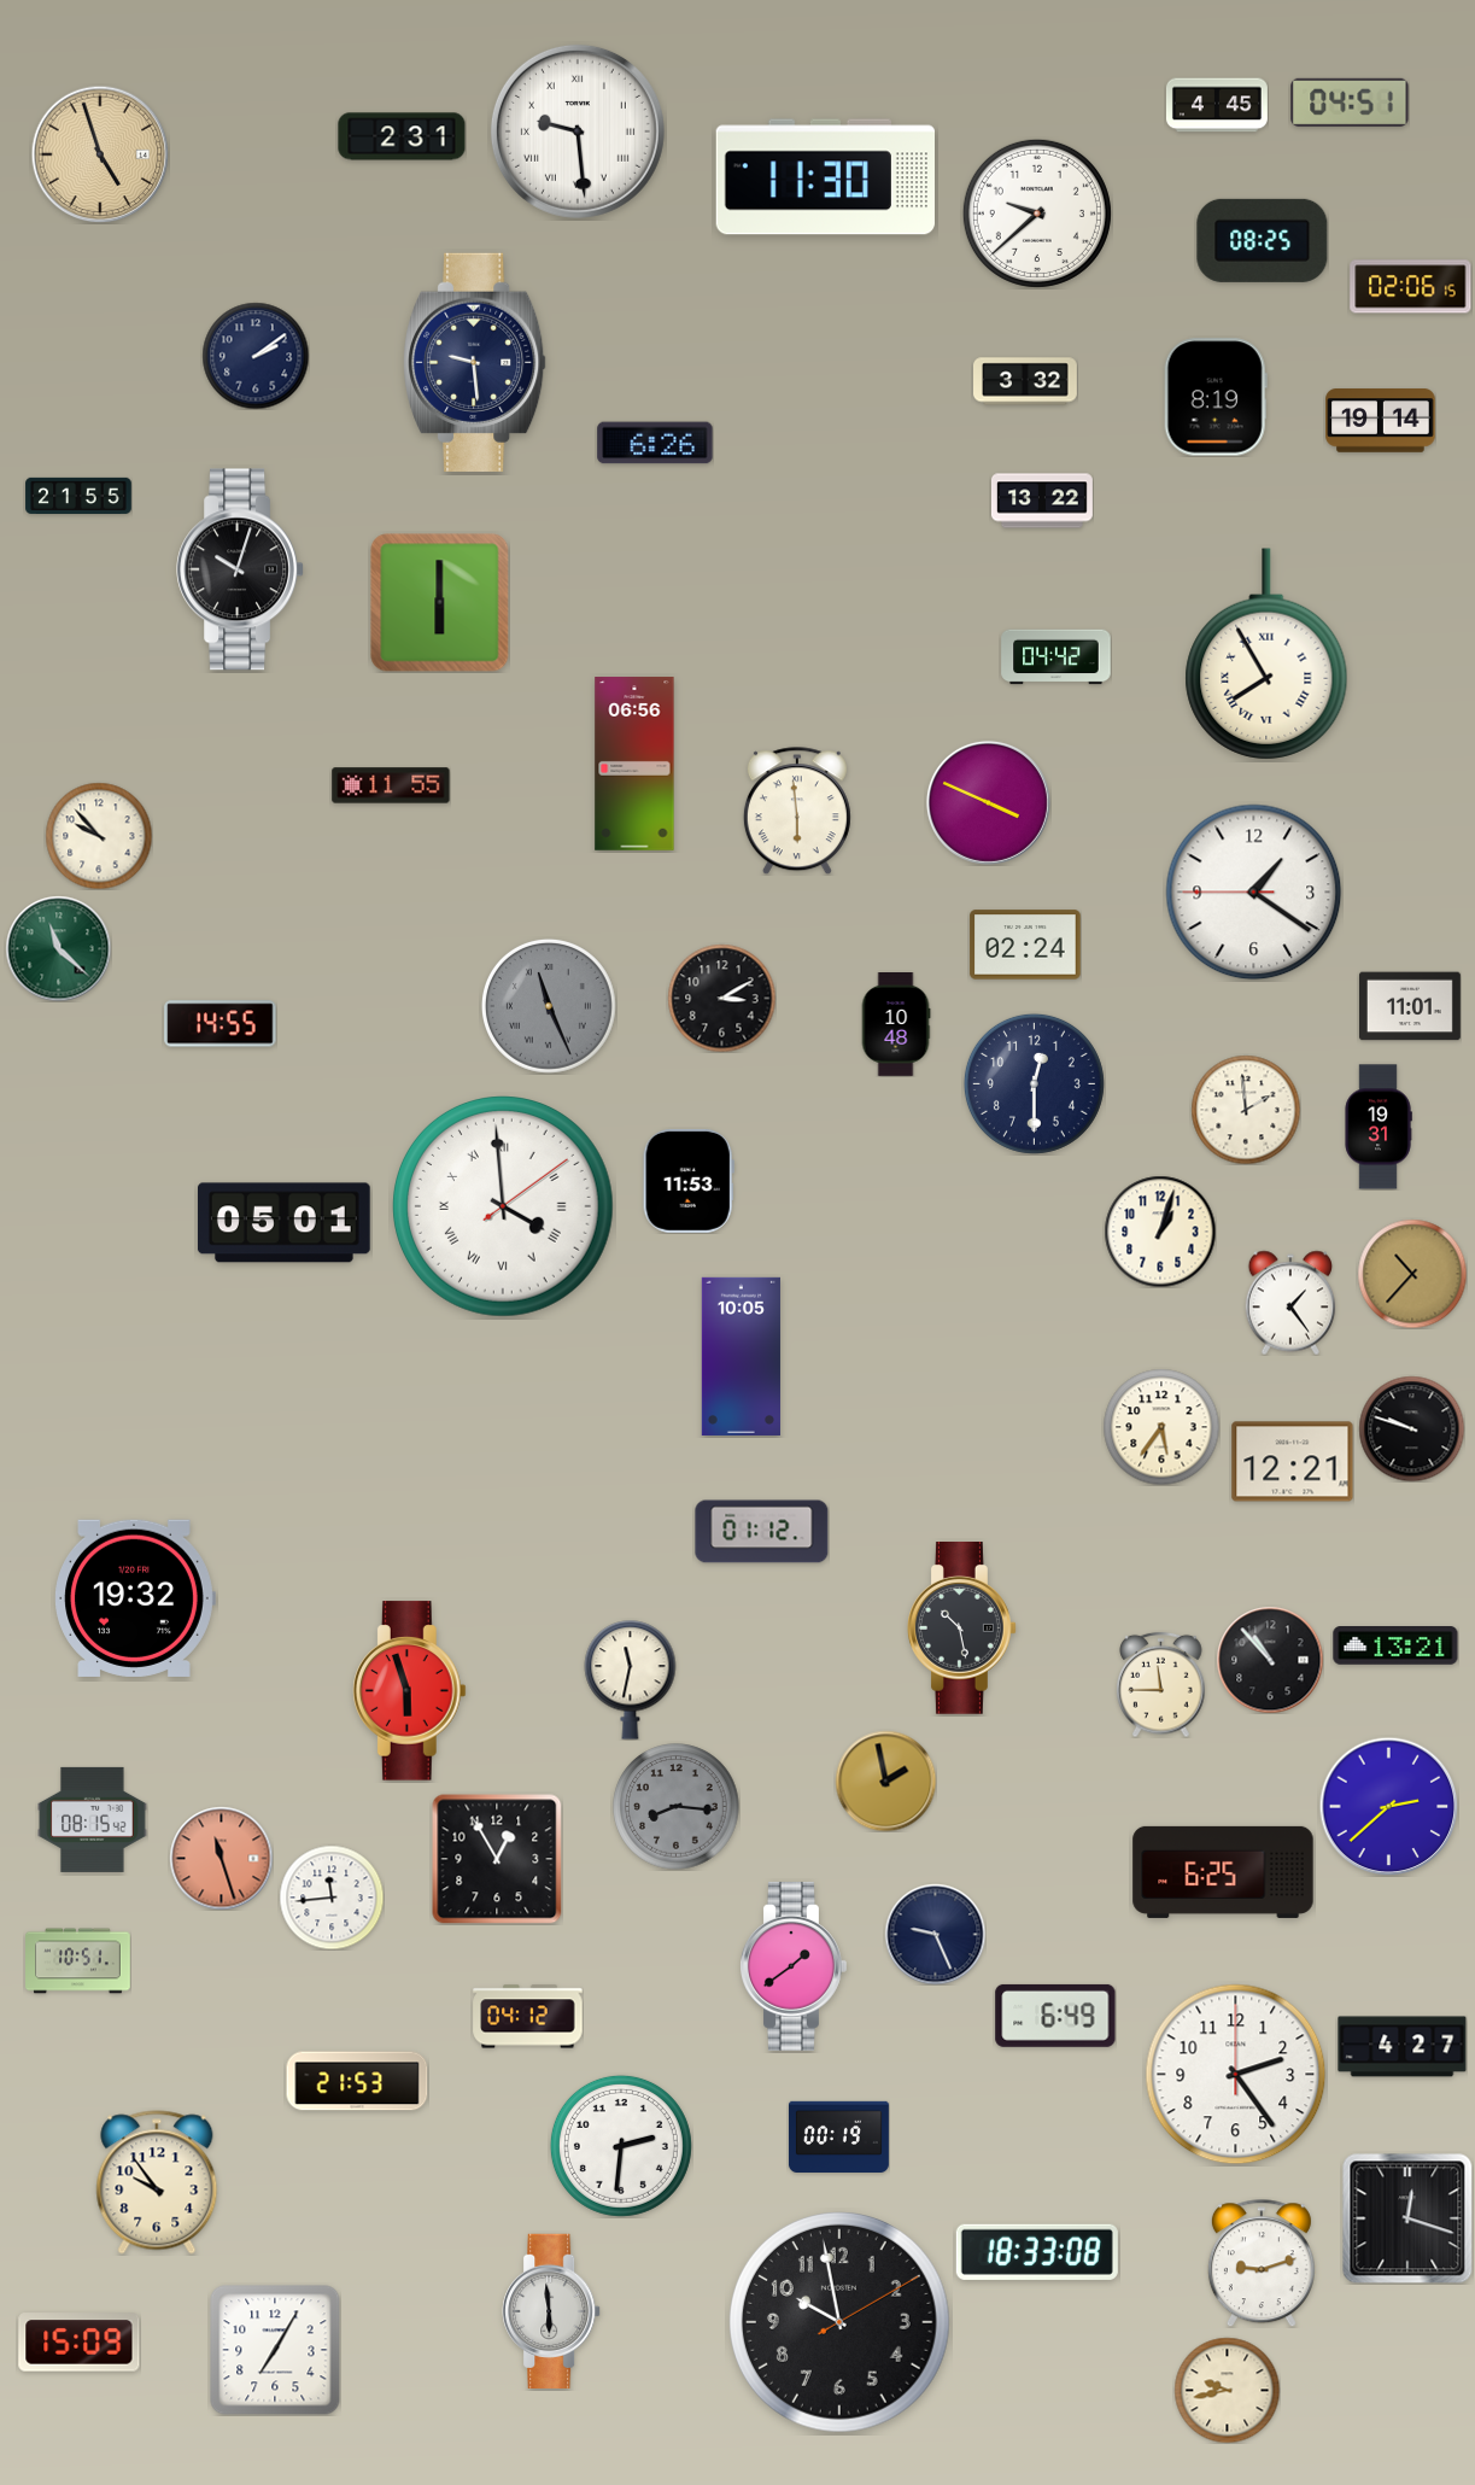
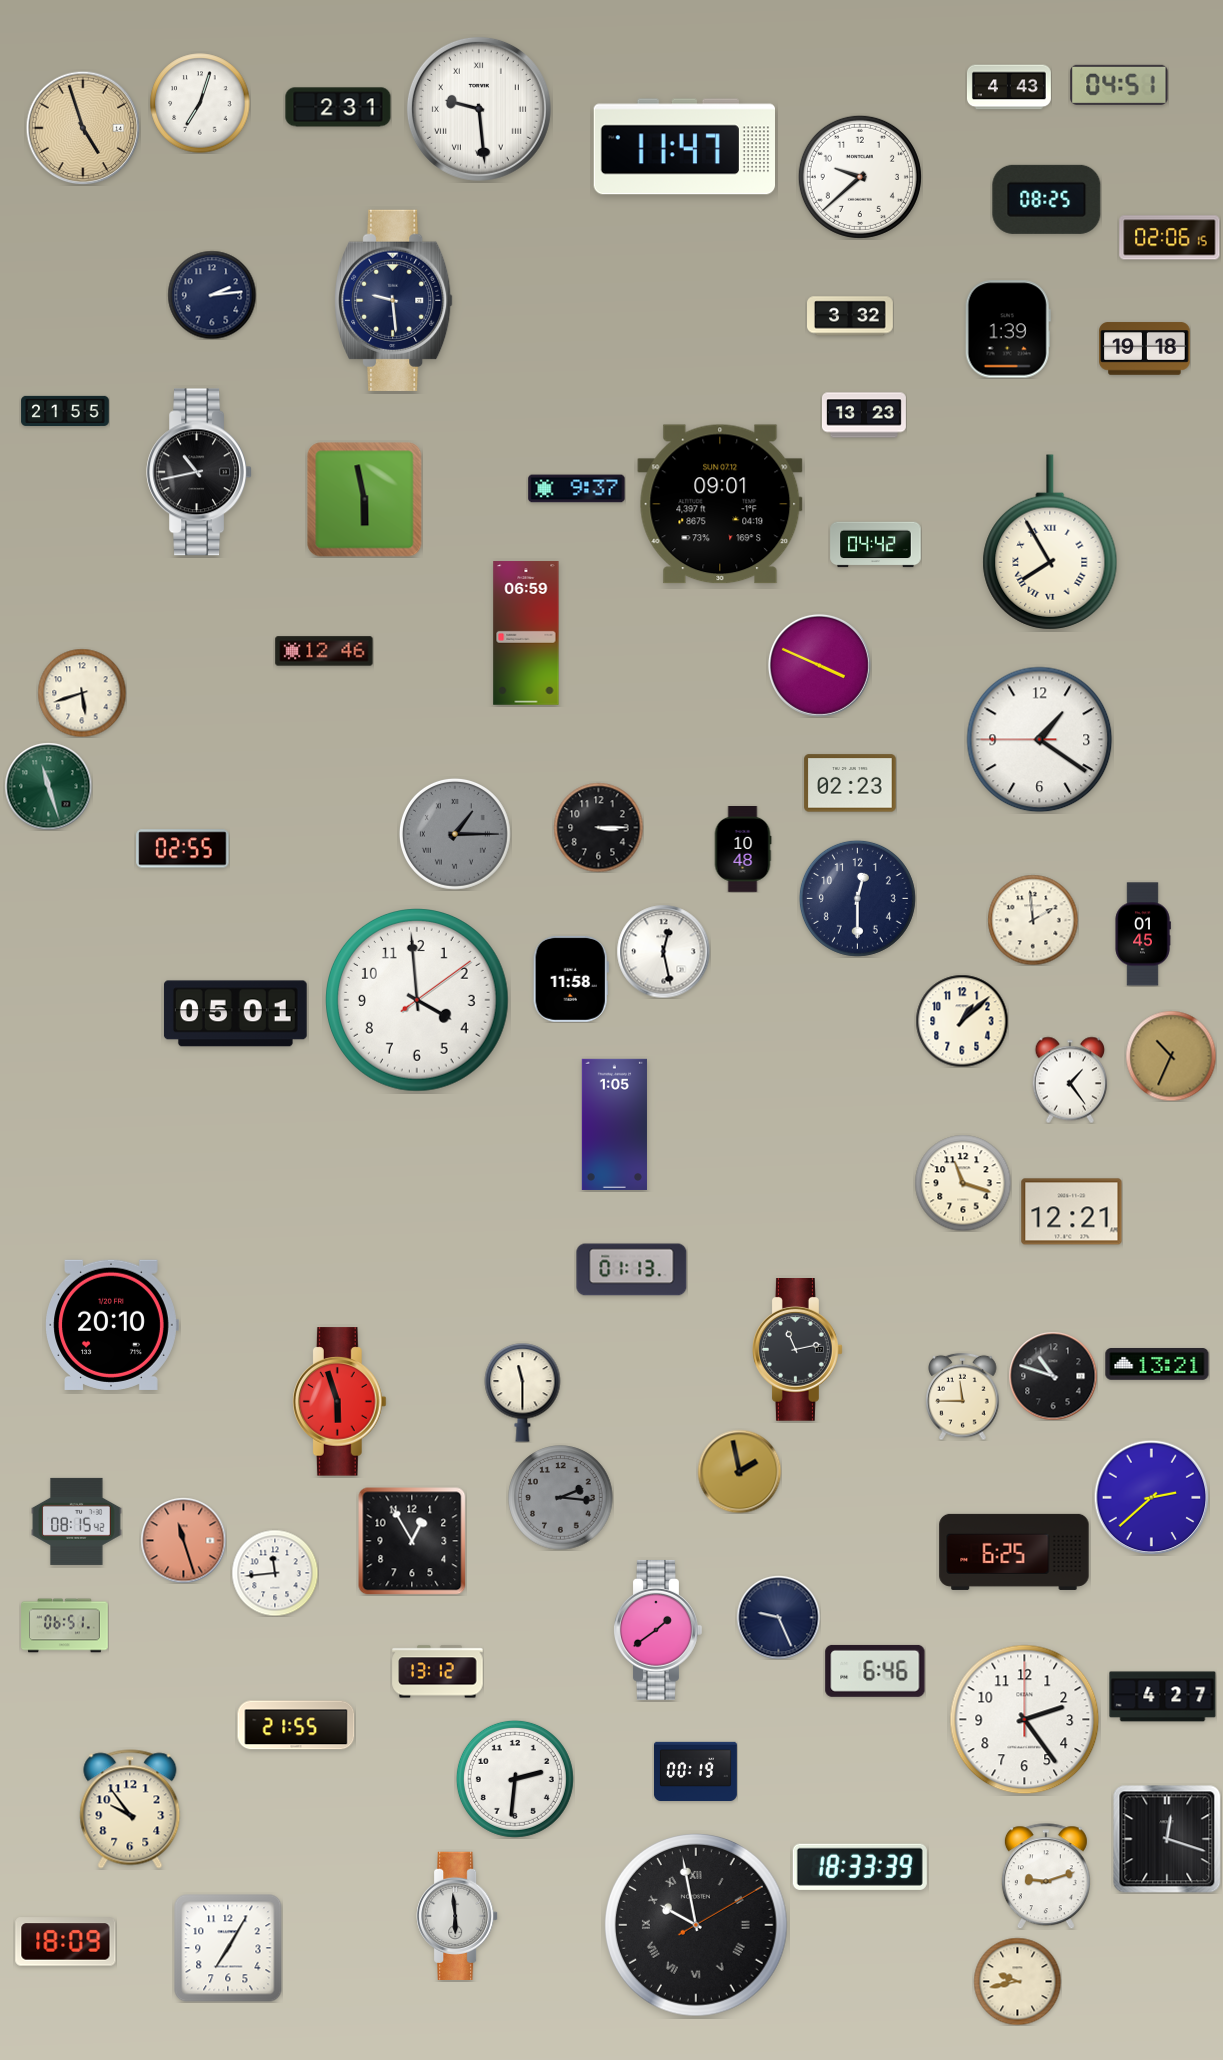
clock at (1217, 105): 4:45 -> 4:43
clock at (200, 103): none -> 7:03
clock at (402, 136) position: (402, 136) -> (338, 107)
clock at (825, 177): 11:30 -> 11:47
clock at (256, 356): 2:09 -> 2:14
clock at (1216, 397): 8:19 -> 1:39
clock at (1381, 421): 19:14 -> 19:18
clock at (655, 443): 6:26 -> none
clock at (1042, 501): 13:22 -> 13:23
clock at (240, 569): 10:03 -> 10:43
clock at (577, 489): none -> 9:37
clock at (440, 603): 6:00 -> 5:58
clock at (720, 504): none -> 09:01
clock at (634, 764): 06:56 -> 06:59
clock at (391, 785): 11:55 -> 12:46
clock at (797, 811): 5:59 -> none
clock at (99, 836): 9:53 -> 5:42
clock at (1025, 945): 02:24 -> 02:23
clock at (58, 948): 11:22 -> 11:27
clock at (721, 998): 3:10 -> 3:15
clock at (549, 1006): 11:26 -> 1:15
clock at (1410, 1006): 11:01 -> none
clock at (221, 1024): 14:55 -> 02:55
clock at (1379, 1127): 19:31 -> 01:45
clock at (663, 951): none -> 12:28
clock at (689, 1181): 11:53 -> 11:58
clock at (504, 1208) numerals: Roman -> Arabic
clock at (1160, 1232): 1:03 -> 1:08
clock at (1412, 1274): 10:37 -> 10:34
clock at (741, 1356): 10:05 -> 1:05
clock at (1161, 1427): 5:36 -> 11:18
clock at (1411, 1428): 9:48 -> none
clock at (762, 1532): 01:12 -> 01:13
clock at (135, 1598): 19:32 -> 20:10
clock at (962, 1629): 10:28 -> 11:13
clock at (1270, 1660): 10:53 -> 10:48
clock at (631, 1680): 11:32 -> 11:30
clock at (885, 1781) position: (885, 1781) -> (739, 1471)
clock at (677, 1807): 8:16 -> 2:16
clock at (93, 1819) position: (93, 1819) -> (77, 1521)
clock at (935, 1934) position: (935, 1934) -> (778, 1617)
clock at (78, 1961): 10:51 -> 06:51
clock at (1055, 2016): 6:49 -> 6:46
clock at (528, 2017): 04:12 -> 13:12
clock at (357, 2081): 21:53 -> 21:55
clock at (1037, 2252): 18:33:08 -> 18:33:39
clock at (841, 2323) numerals: Arabic -> Roman
clock at (80, 2343): 15:09 -> 18:09
